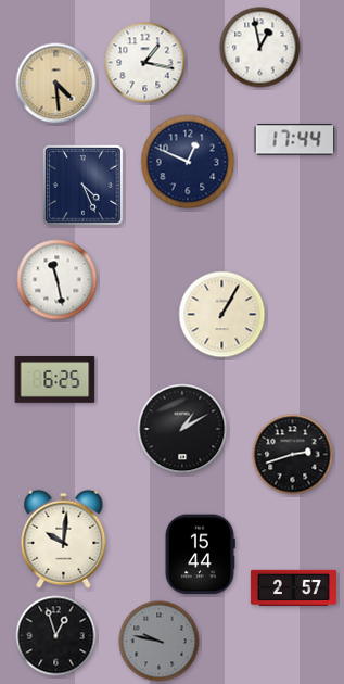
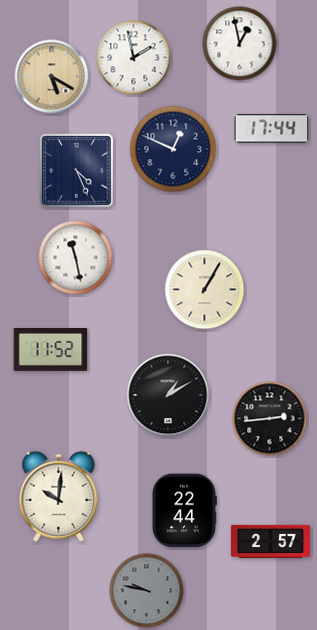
clock at (145, 63): 1:17 -> 1:58
clock at (56, 84): 4:29 -> 5:20
clock at (58, 280) position: (58, 280) -> (76, 258)
clock at (55, 380): 6:25 -> 11:52
clock at (293, 455): 2:42 -> 2:44
clock at (200, 555): 15:44 -> 22:44
clock at (56, 636): 12:57 -> none
